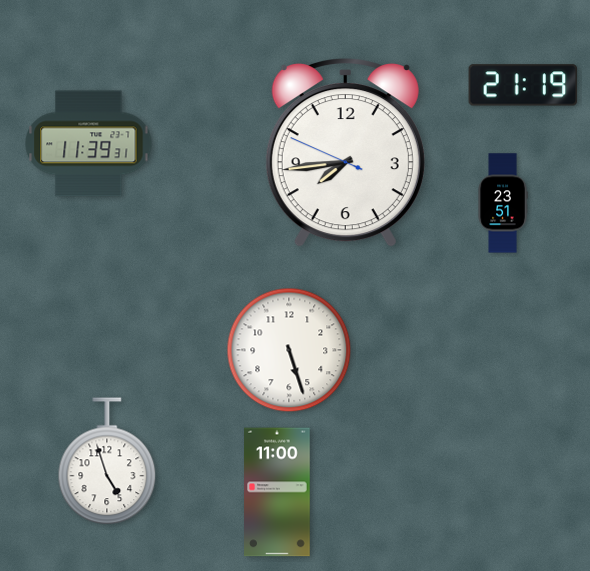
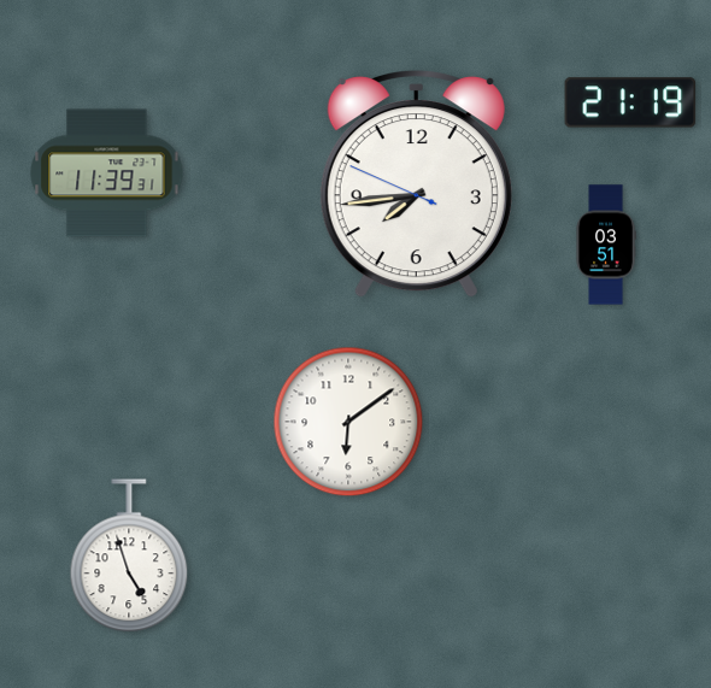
clock at (503, 203): 23:51 -> 03:51
clock at (289, 350): 5:27 -> 6:09
clock at (277, 492): 11:00 -> none
